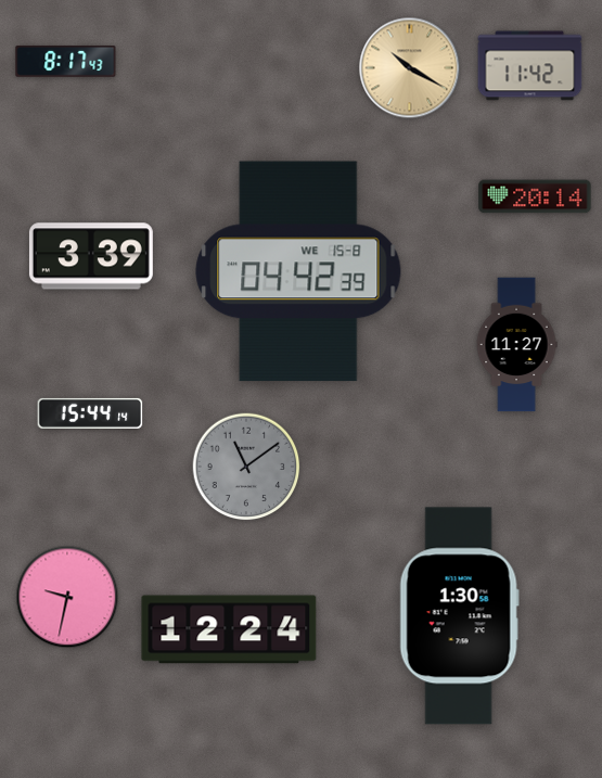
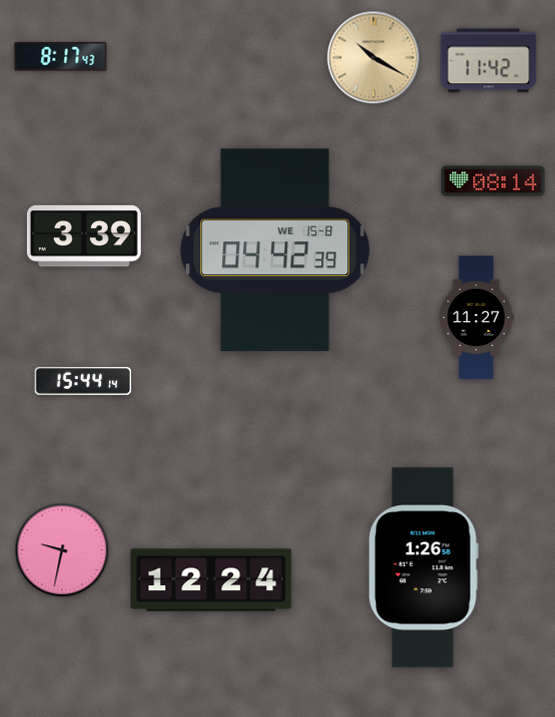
clock at (410, 68) position: (410, 68) -> (374, 58)
clock at (535, 196): 20:14 -> 08:14
clock at (246, 467): 11:09 -> none
clock at (459, 616): 1:30 -> 1:26
